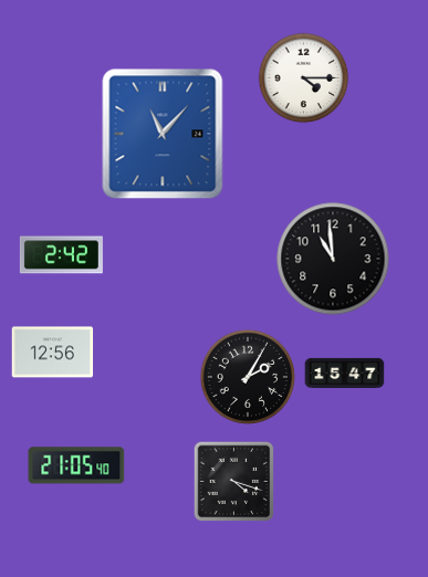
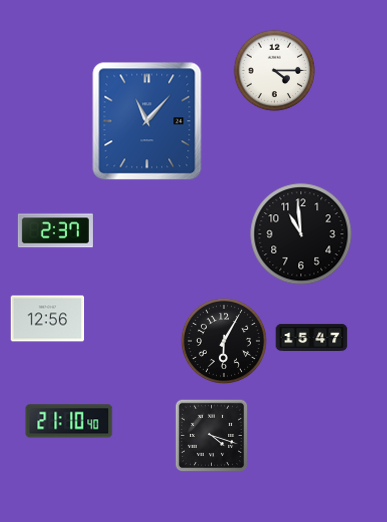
clock at (61, 255): 2:42 -> 2:37
clock at (247, 376): 2:05 -> 6:05
clock at (76, 465): 21:05 -> 21:10
